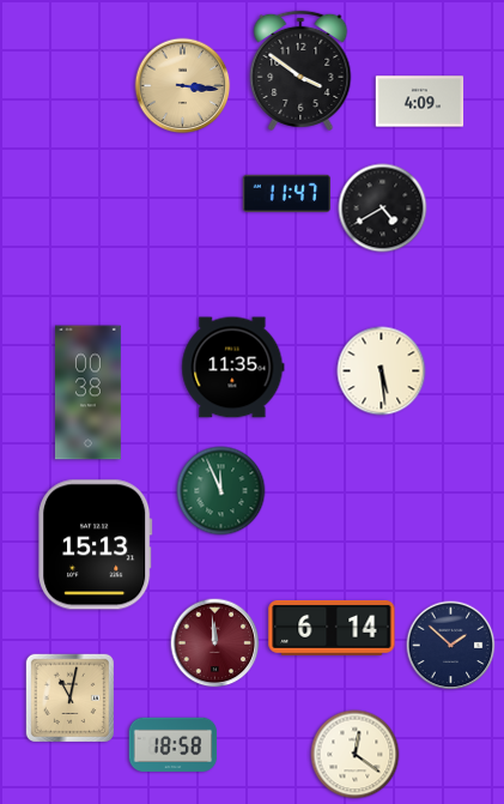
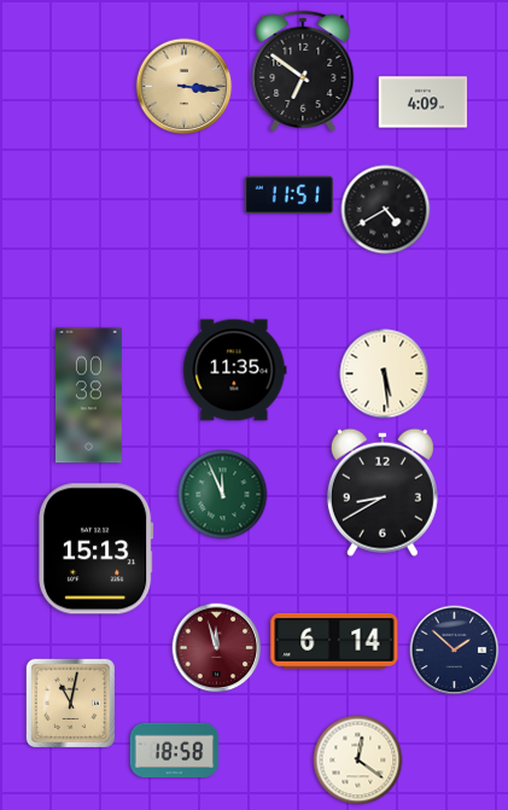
clock at (300, 71): 3:51 -> 6:51
clock at (287, 193): 11:47 -> 11:51
clock at (383, 493): none -> 8:40
clock at (332, 628) position: (332, 628) -> (334, 641)
clock at (215, 643): 11:59 -> 11:57
